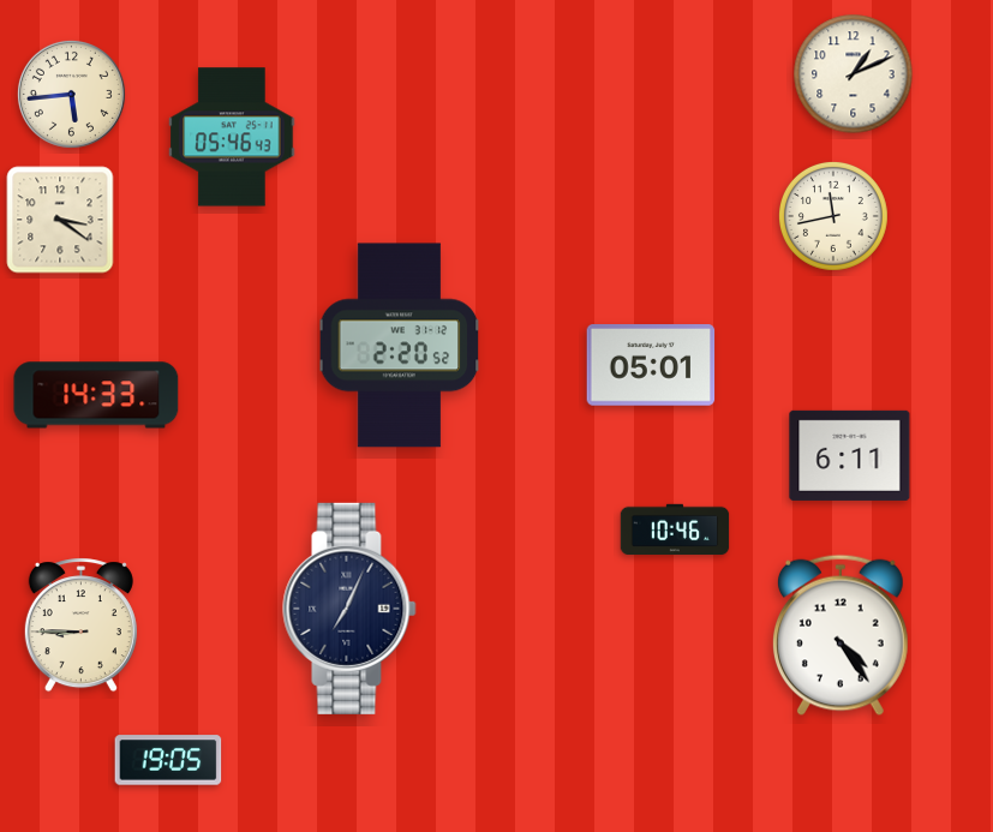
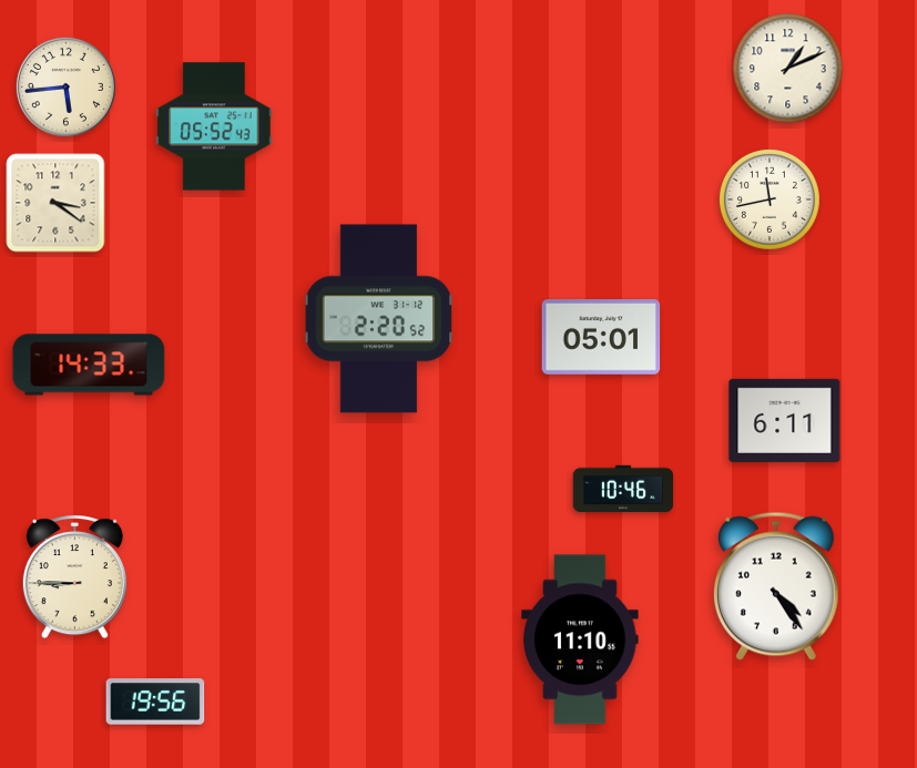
clock at (232, 137): 05:46 -> 05:52
clock at (400, 346) position: (400, 346) -> (379, 319)
clock at (349, 609): 7:04 -> none
clock at (580, 639): none -> 11:10
clock at (168, 760): 19:05 -> 19:56
